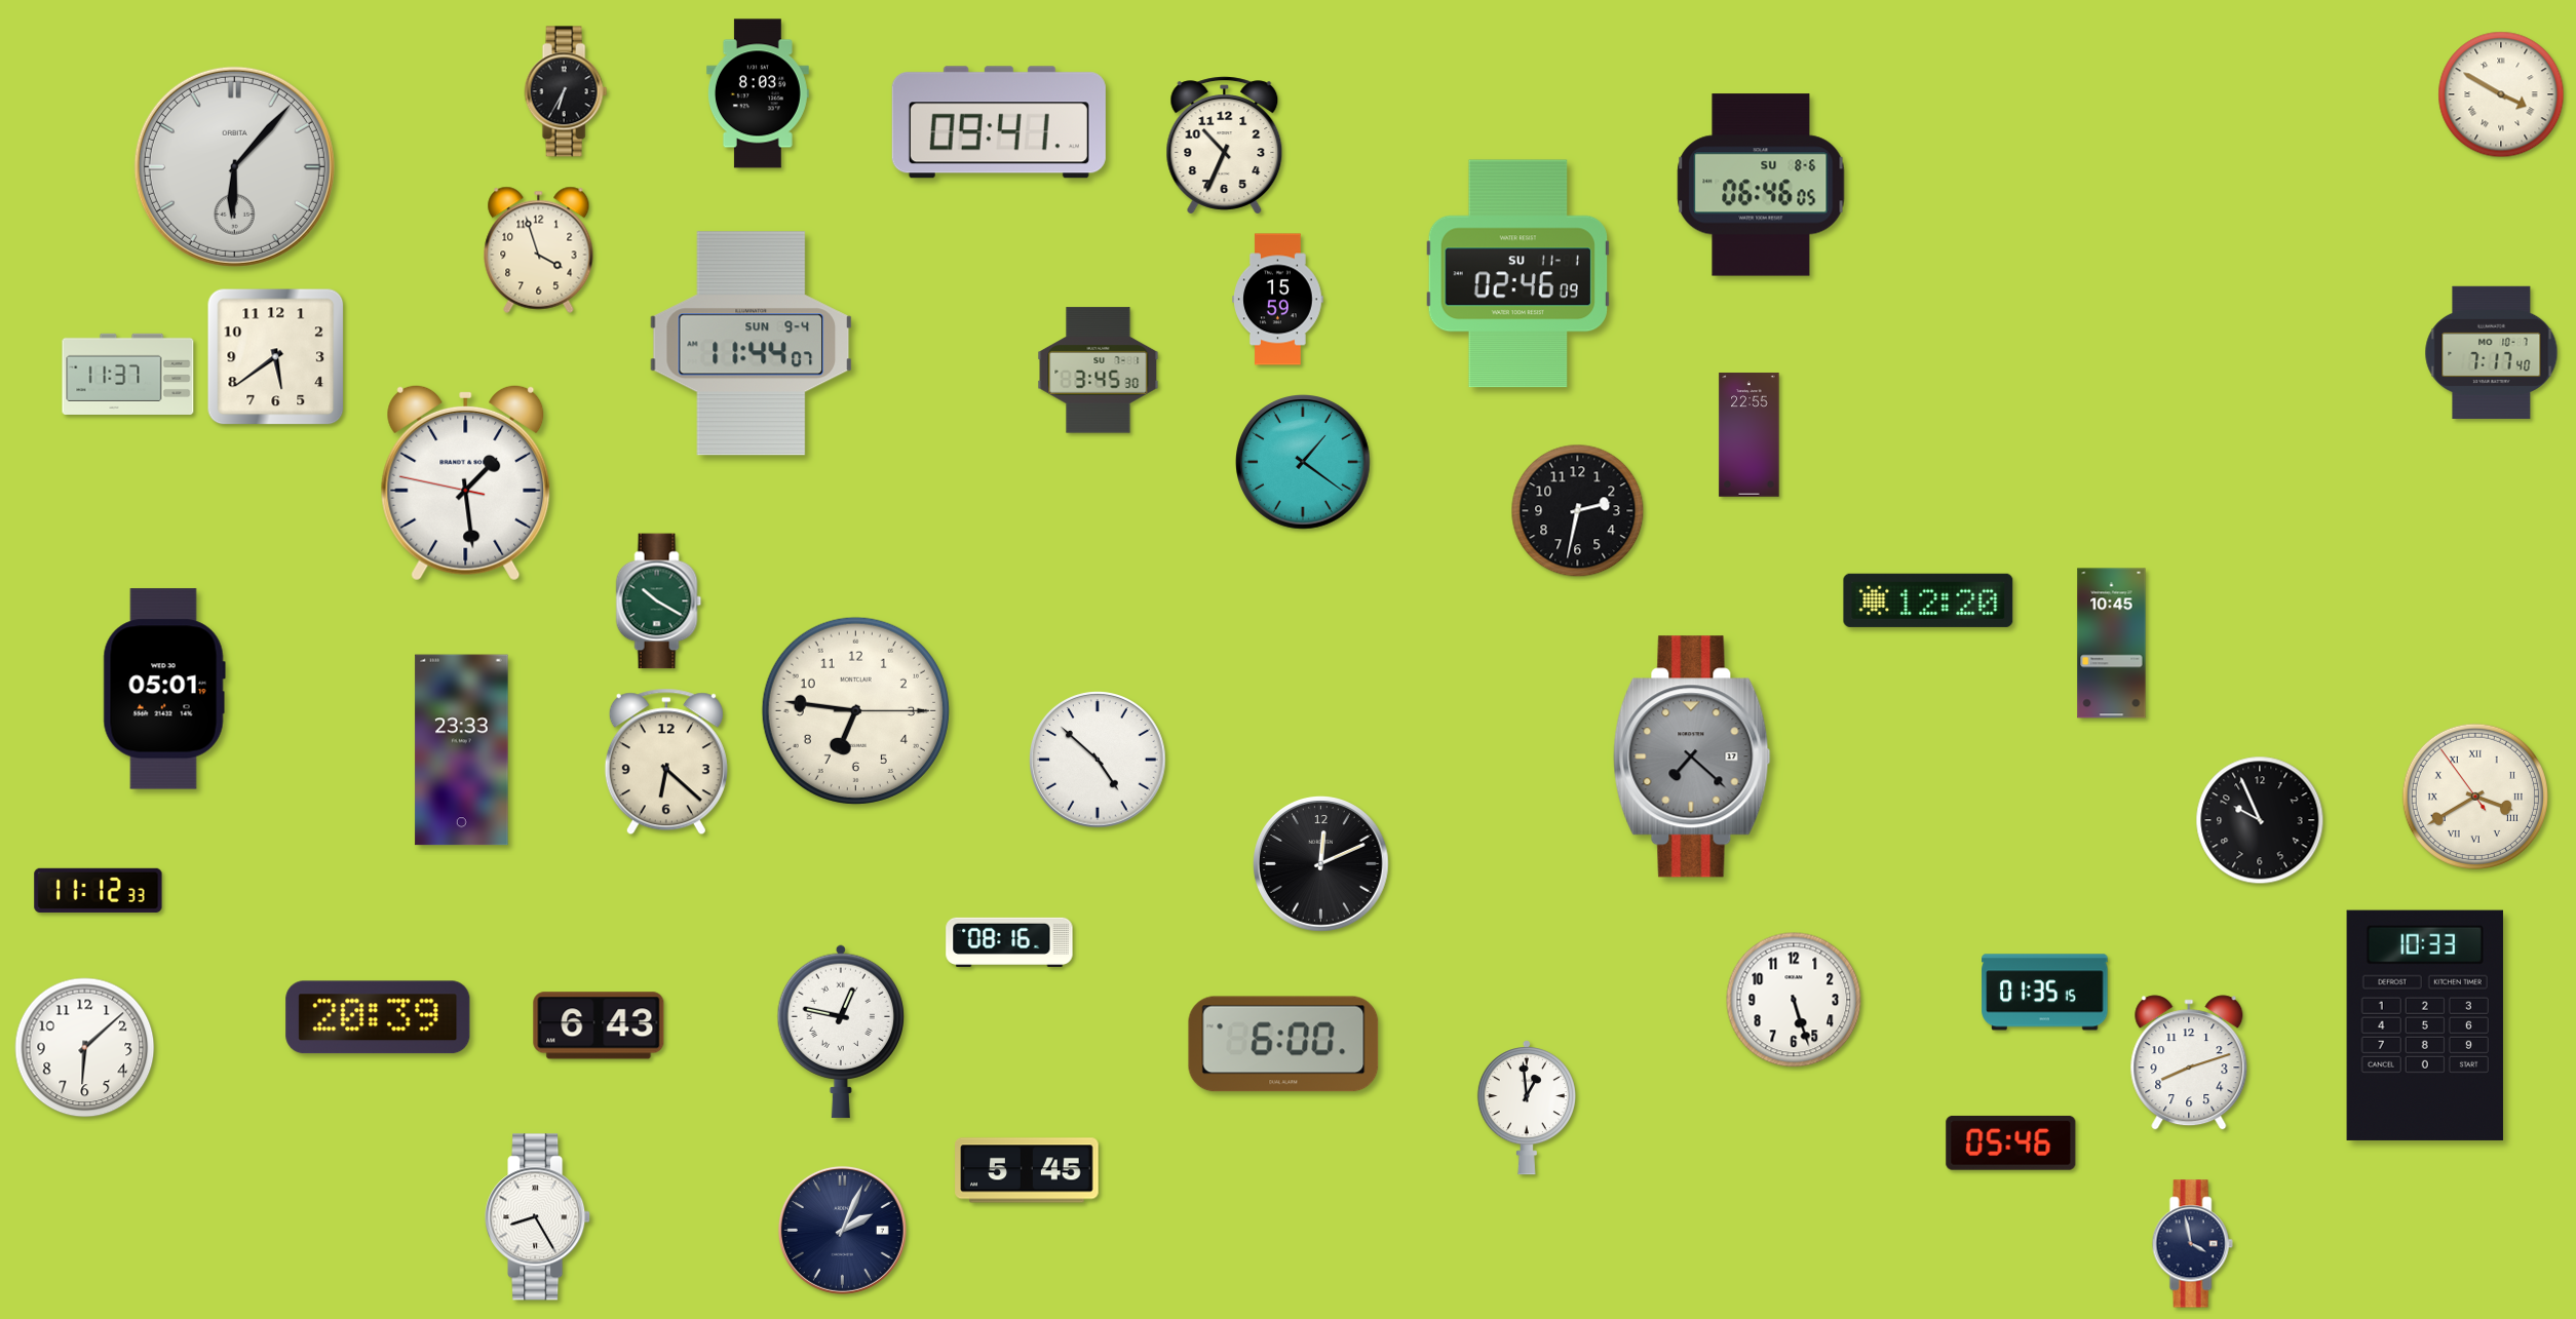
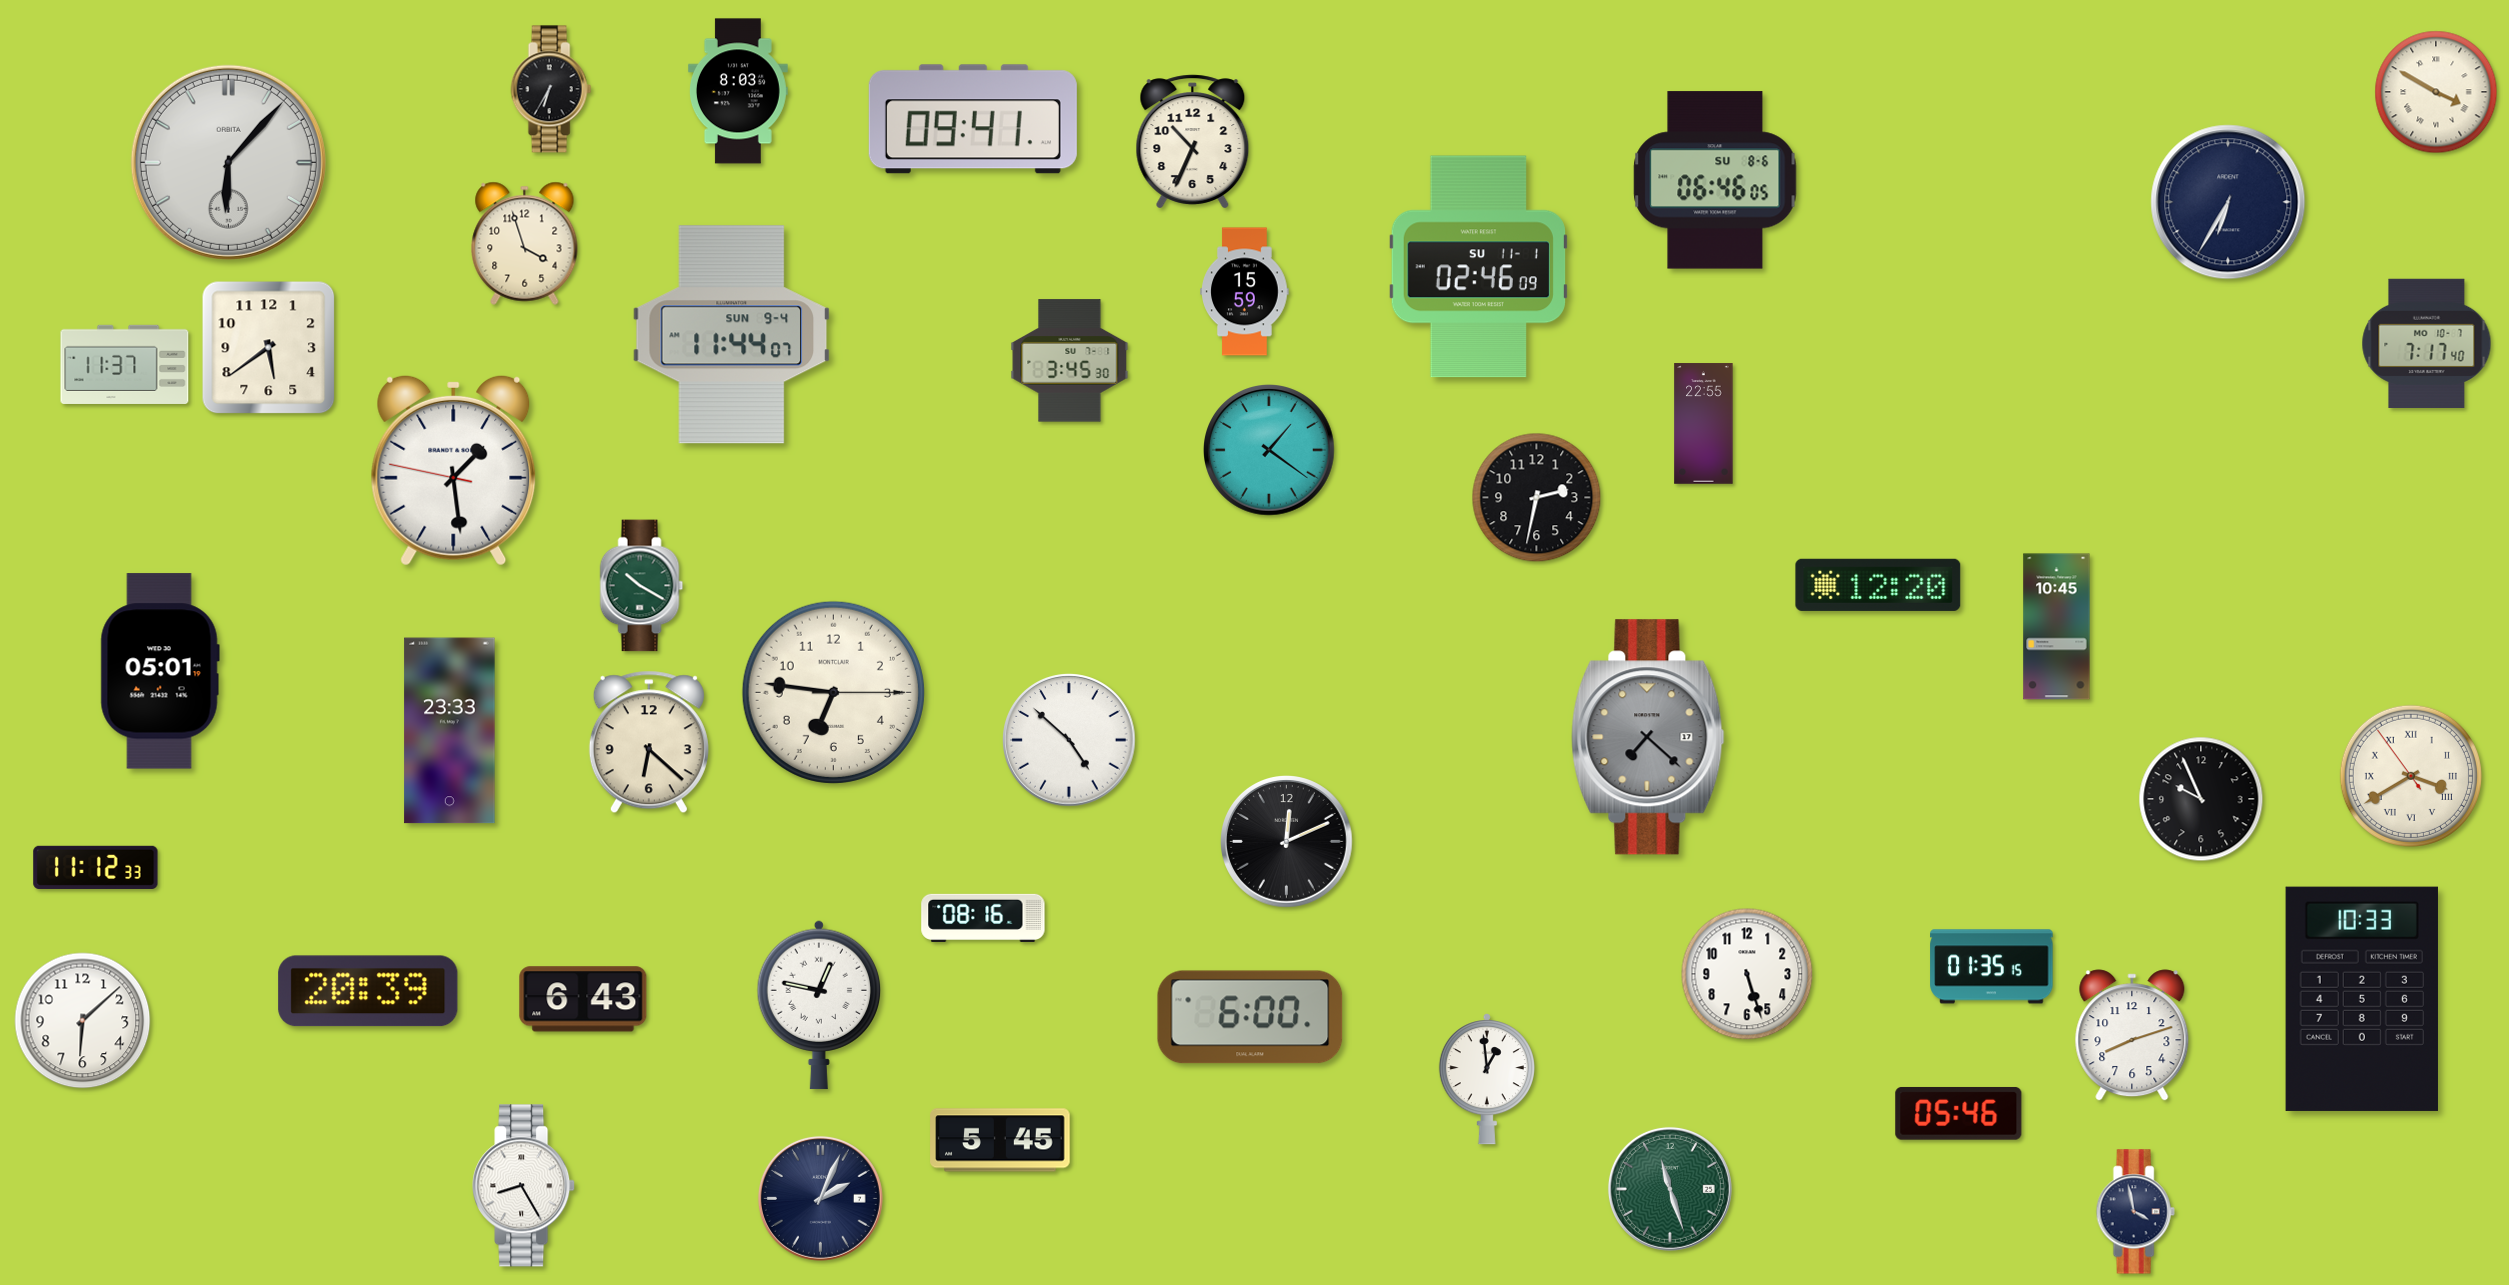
clock at (2228, 202): none -> 6:35
clock at (1670, 1189): none -> 11:27
